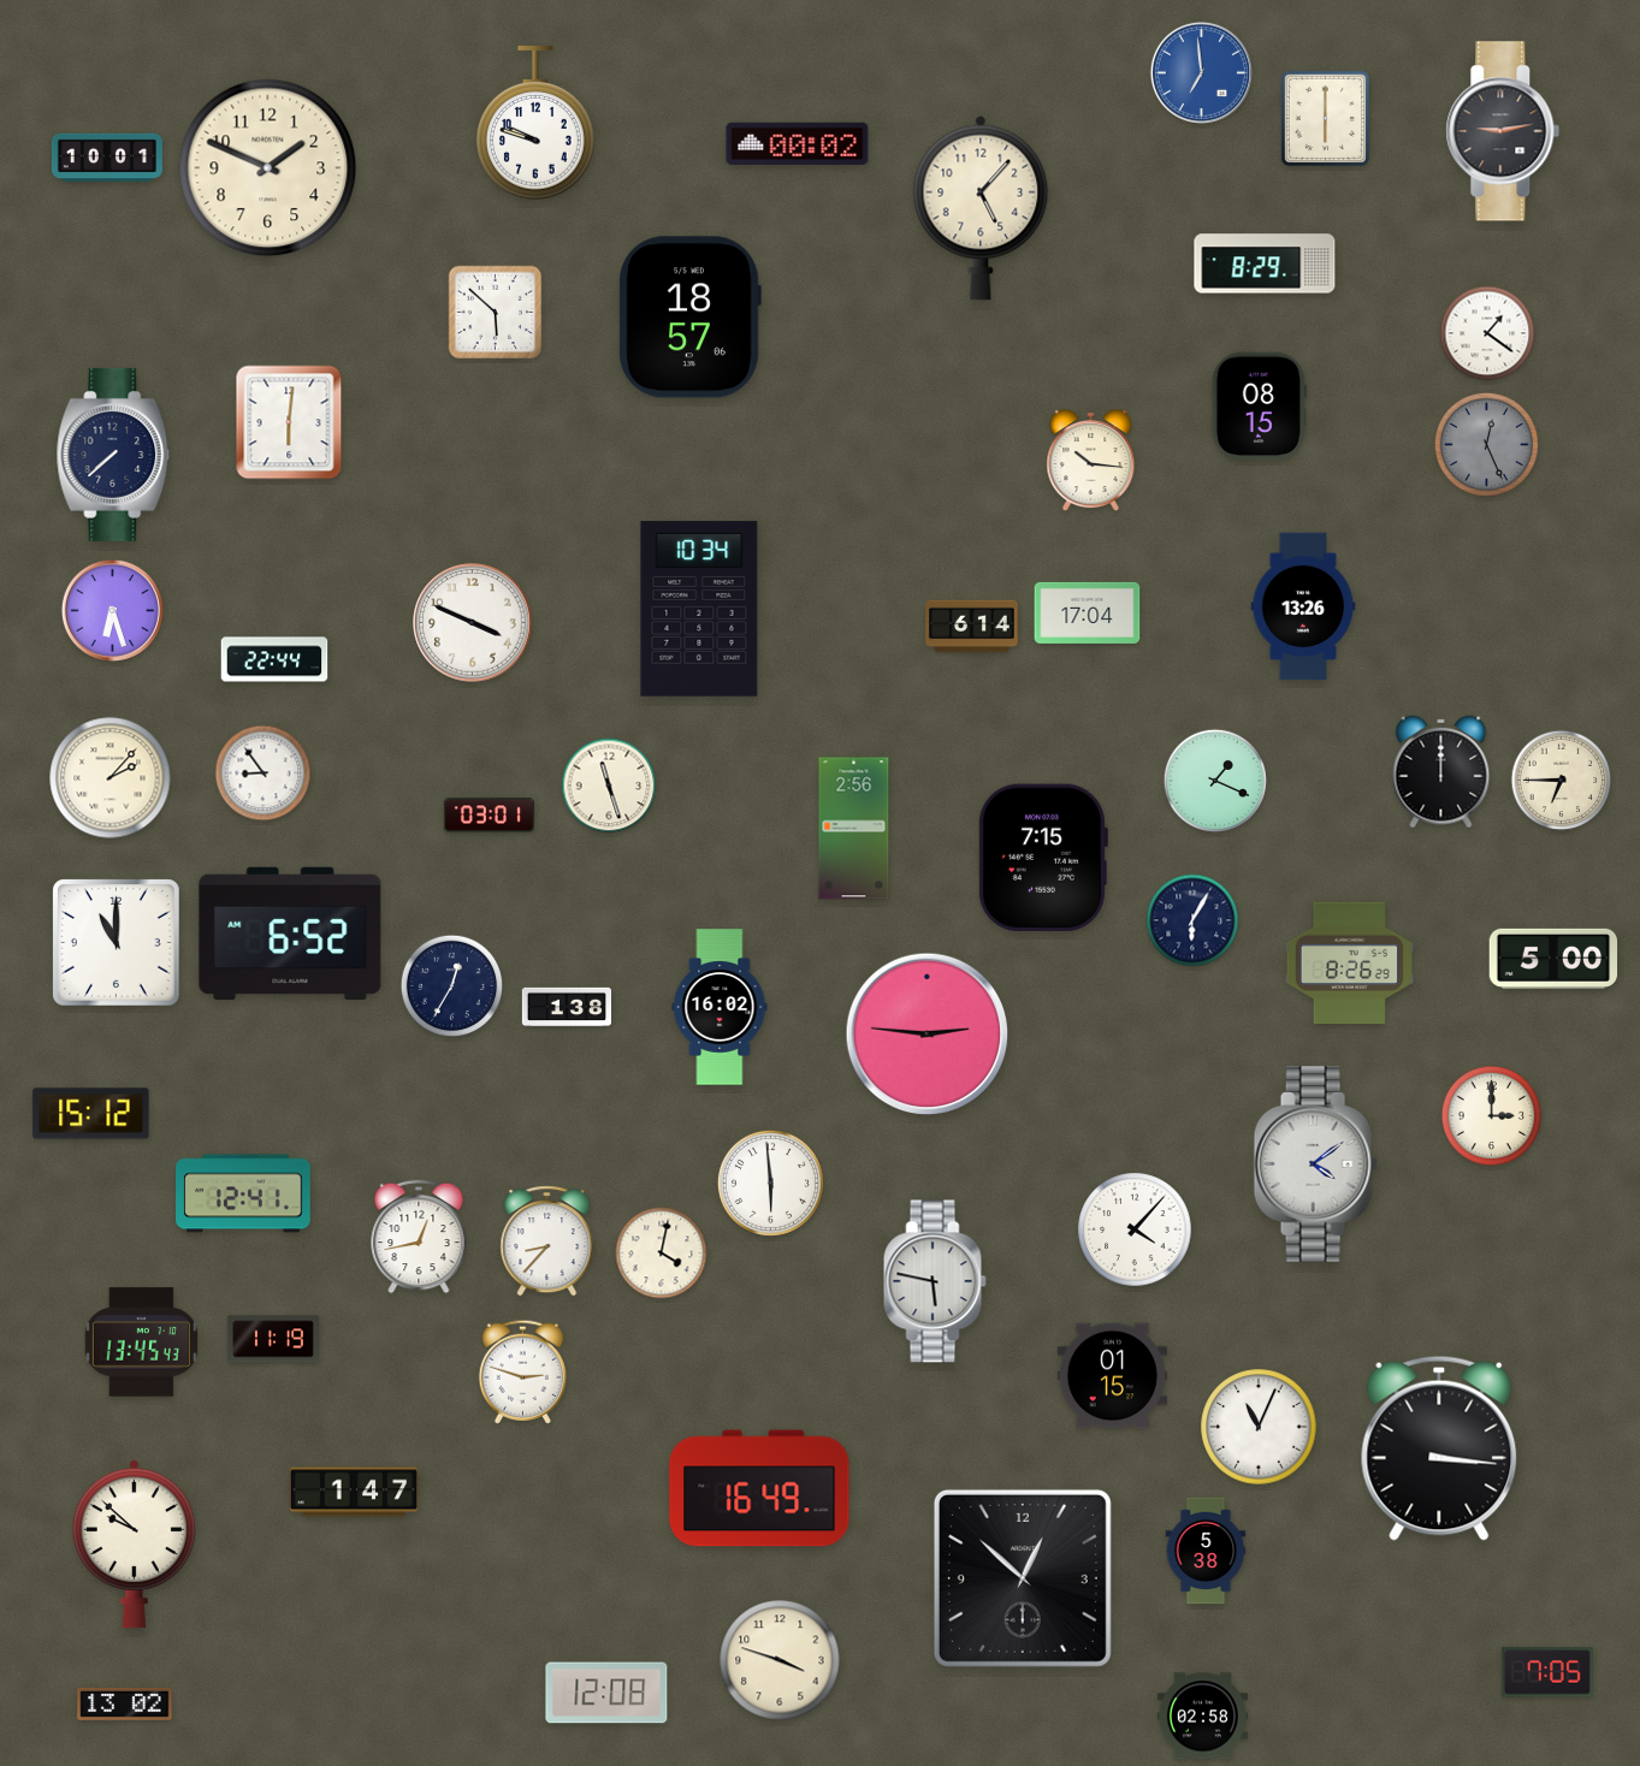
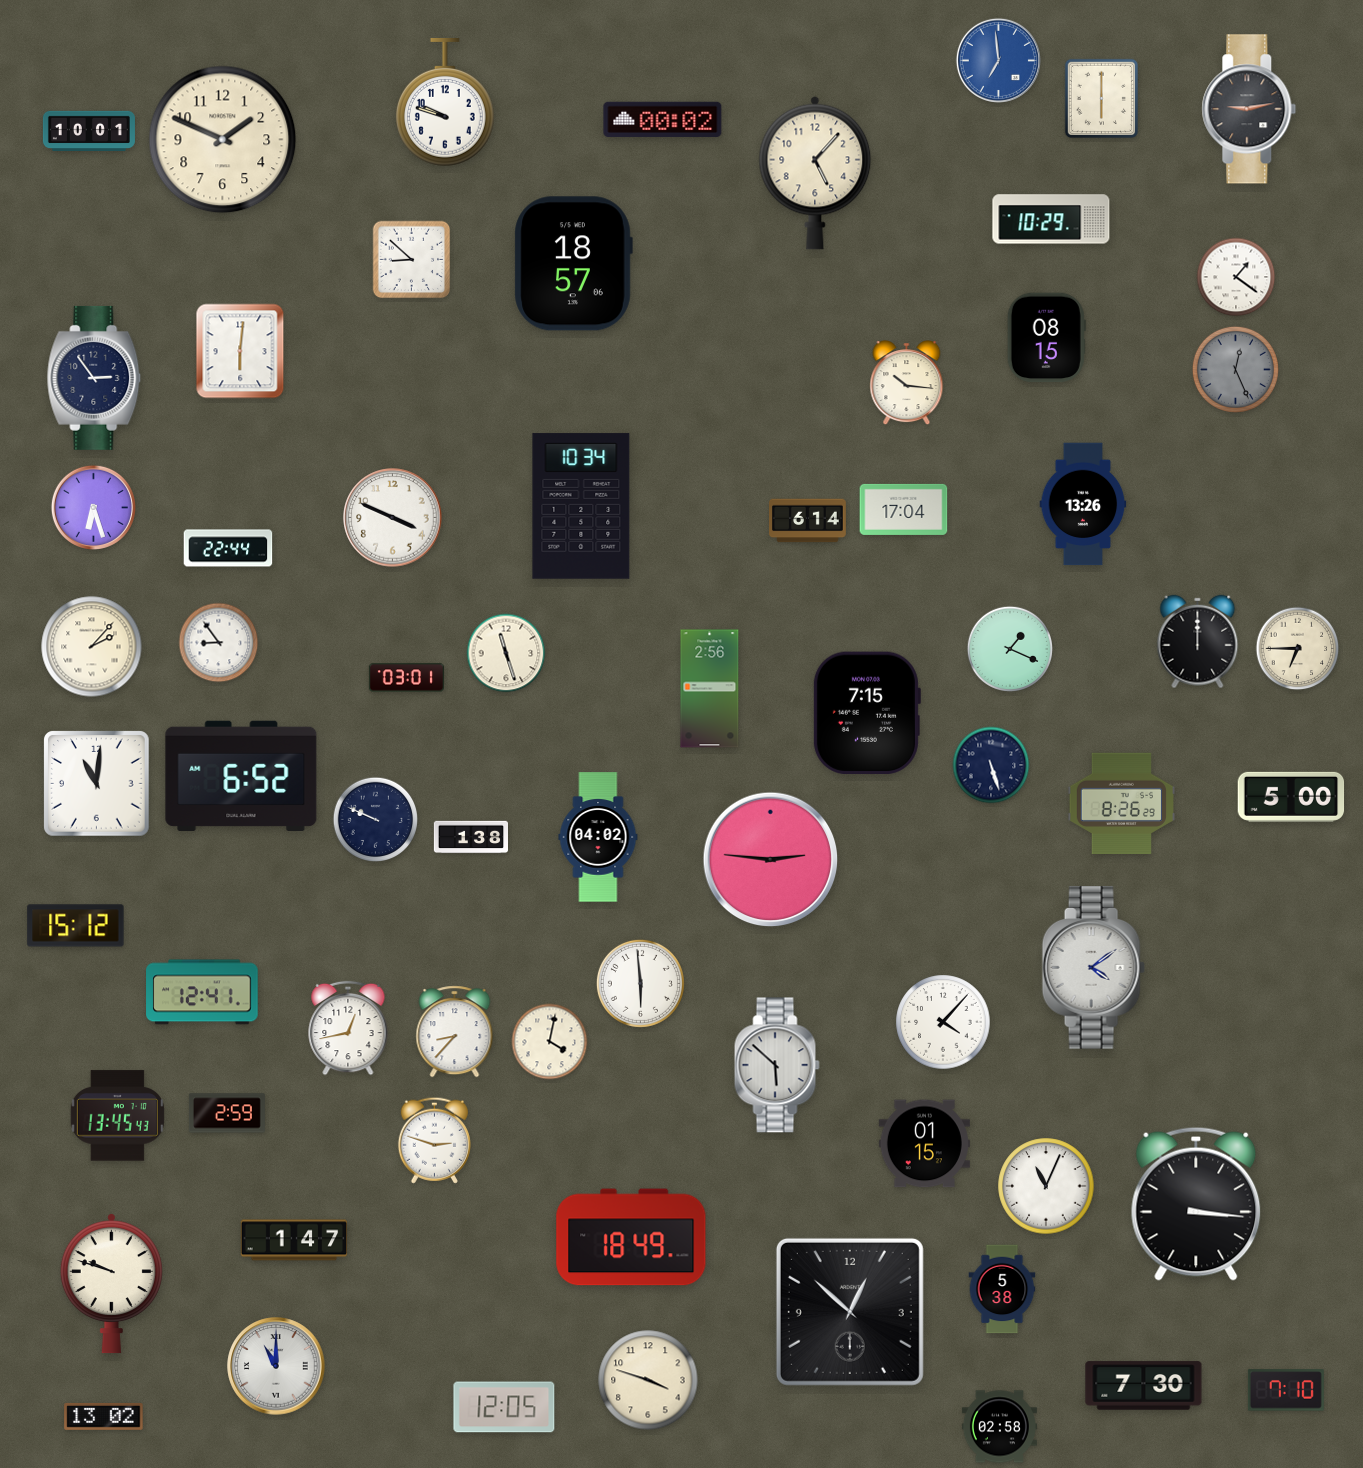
clock at (1265, 263): 8:29 -> 10:29
clock at (496, 313): 5:52 -> 8:52
clock at (113, 455): 7:38 -> 2:54
clock at (1192, 920): 6:05 -> 5:27
clock at (117, 943): 11:00 -> 11:01
clock at (1349, 964) position: (1349, 964) -> (1121, 804)
clock at (451, 986): 12:35 -> 9:49
clock at (720, 1007): 16:02 -> 04:02
clock at (1492, 1116): 3:00 -> none
clock at (935, 1281): 5:47 -> 5:52
clock at (273, 1339): 11:19 -> 2:59
clock at (759, 1488): 16:49 -> 18:49
clock at (134, 1545): 9:52 -> 9:48
clock at (276, 1366): none -> 11:00
clock at (1144, 1386): none -> 7:30
clock at (1547, 1672): 7:05 -> 7:10
clock at (606, 1693): 12:08 -> 12:05
